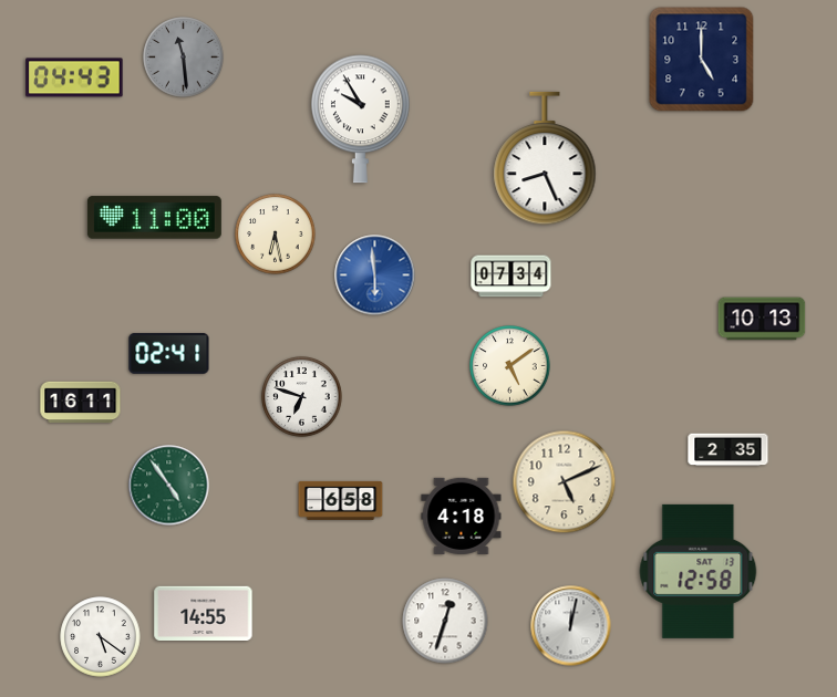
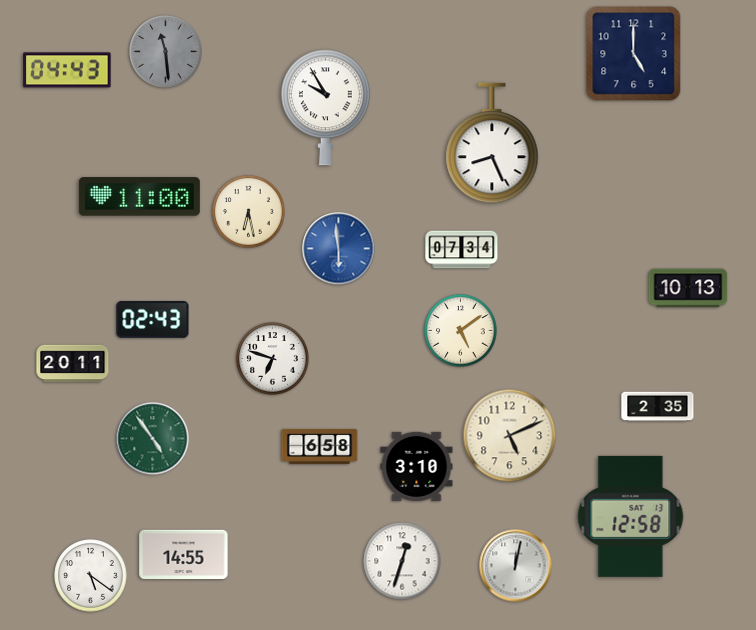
clock at (169, 354): 02:41 -> 02:43
clock at (81, 403): 16:11 -> 20:11
clock at (341, 500) position: (341, 500) -> (320, 446)
clock at (462, 516): 4:18 -> 3:10
